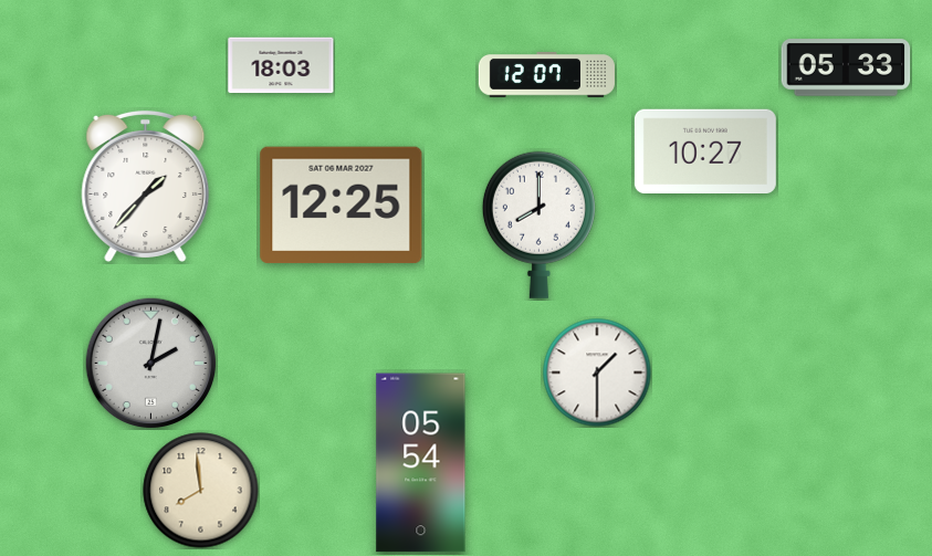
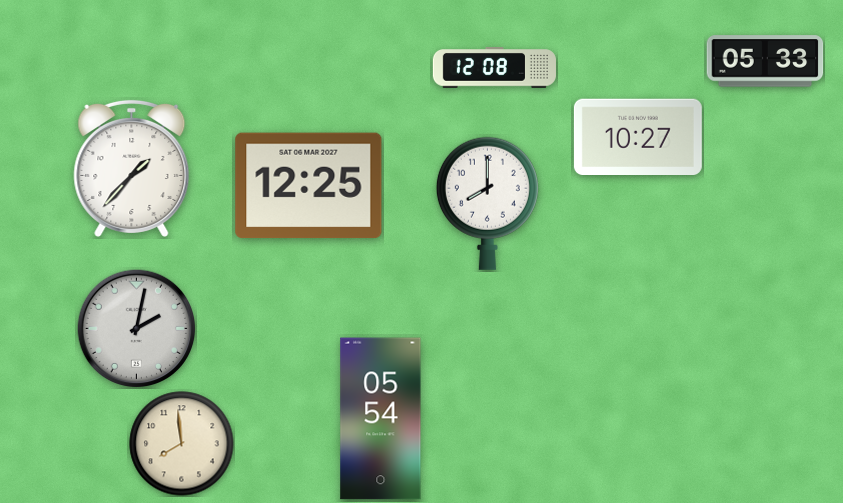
clock at (281, 65): 18:03 -> none
clock at (546, 75): 12:07 -> 12:08
clock at (597, 373): 1:30 -> none
